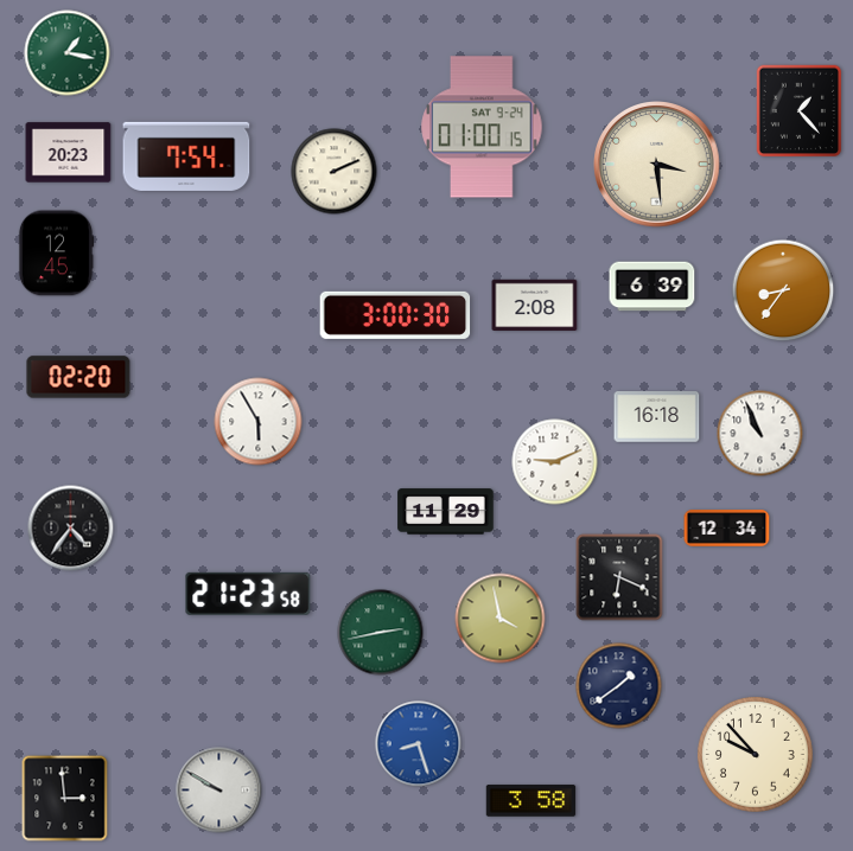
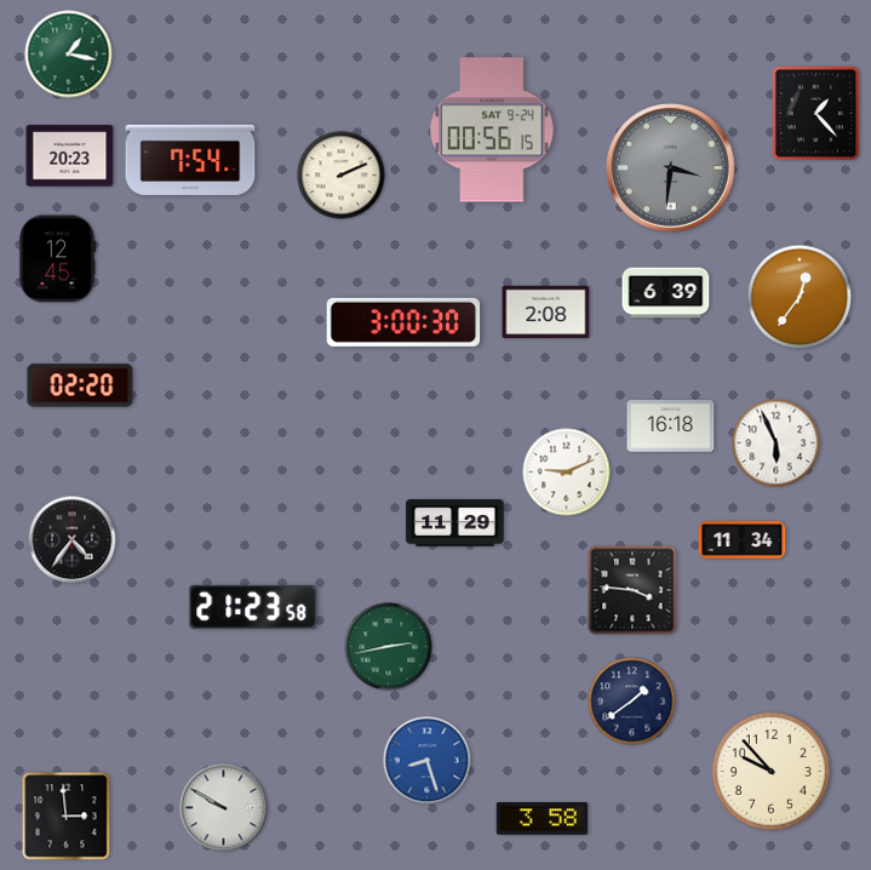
clock at (482, 127): 01:00 -> 00:56
clock at (657, 165): 3:29 -> 3:31
clock at (657, 165) dial: cream -> grey
clock at (783, 290): 8:36 -> 12:36
clock at (259, 422): 5:55 -> none
clock at (760, 434): 10:56 -> 5:56
clock at (727, 529): 12:34 -> 11:34
clock at (619, 577): 6:19 -> 3:46
clock at (501, 619): 3:58 -> none
